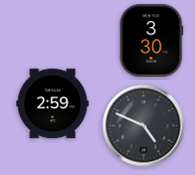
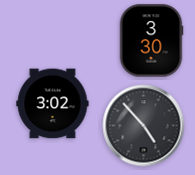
clock at (53, 104): 2:59 -> 3:02
clock at (144, 126): 4:49 -> 4:53
